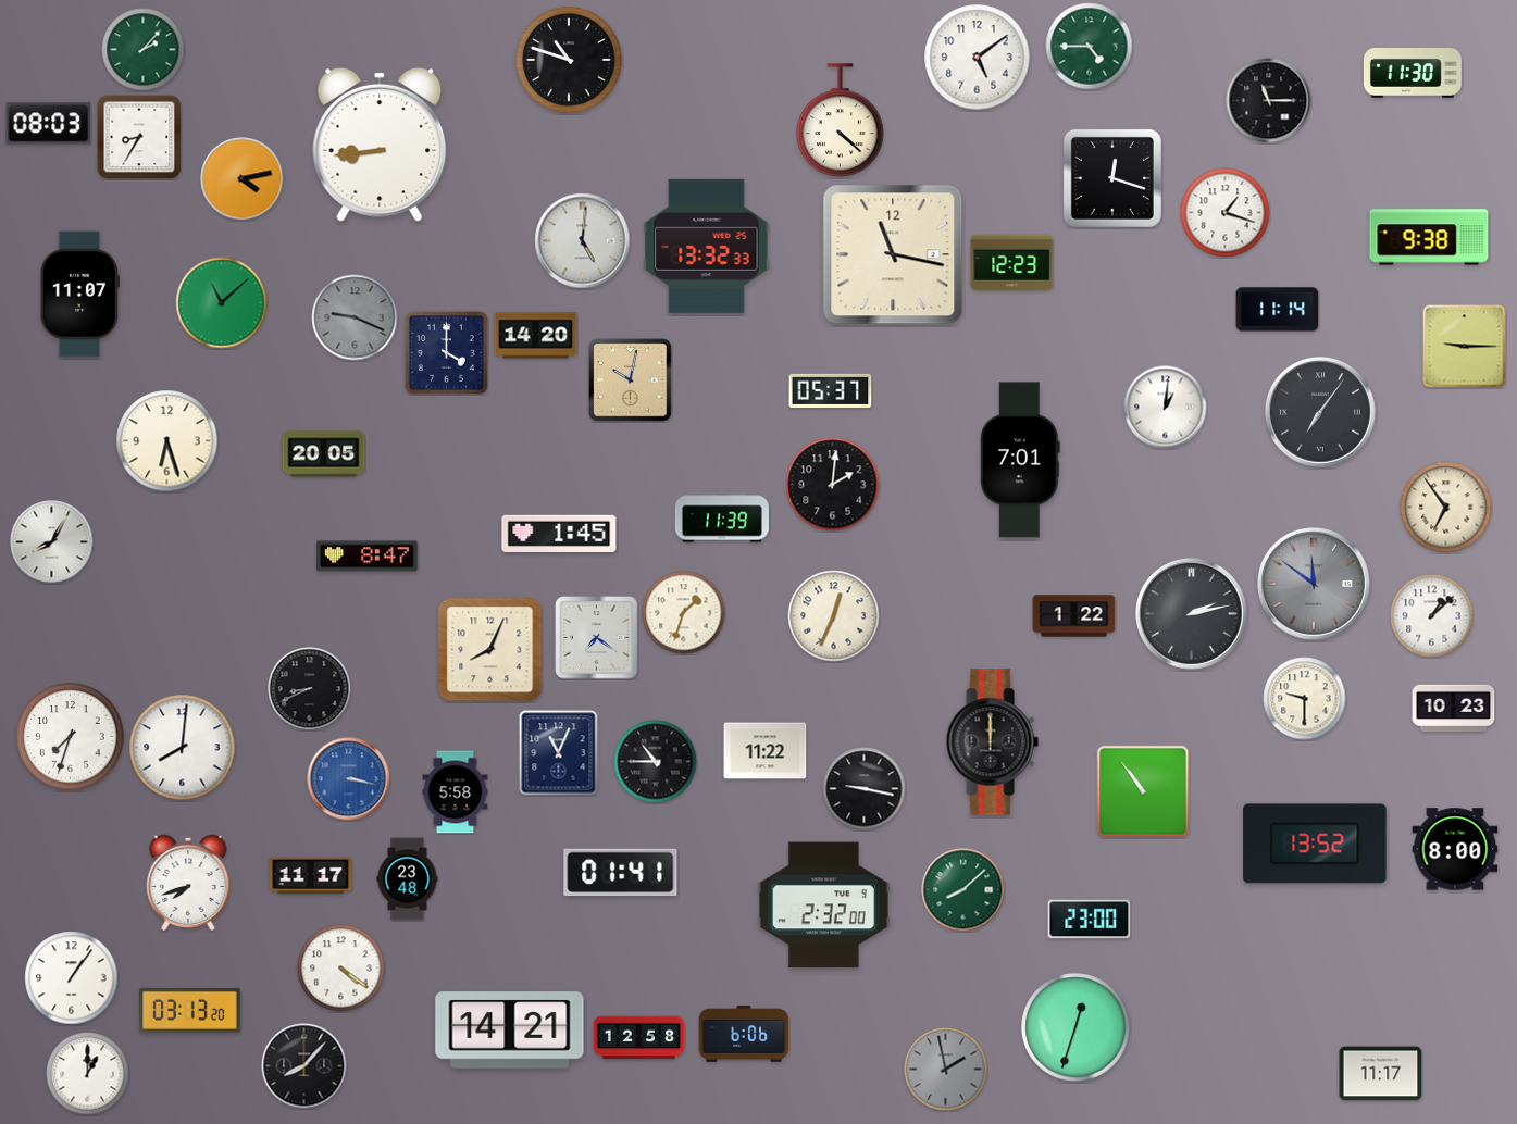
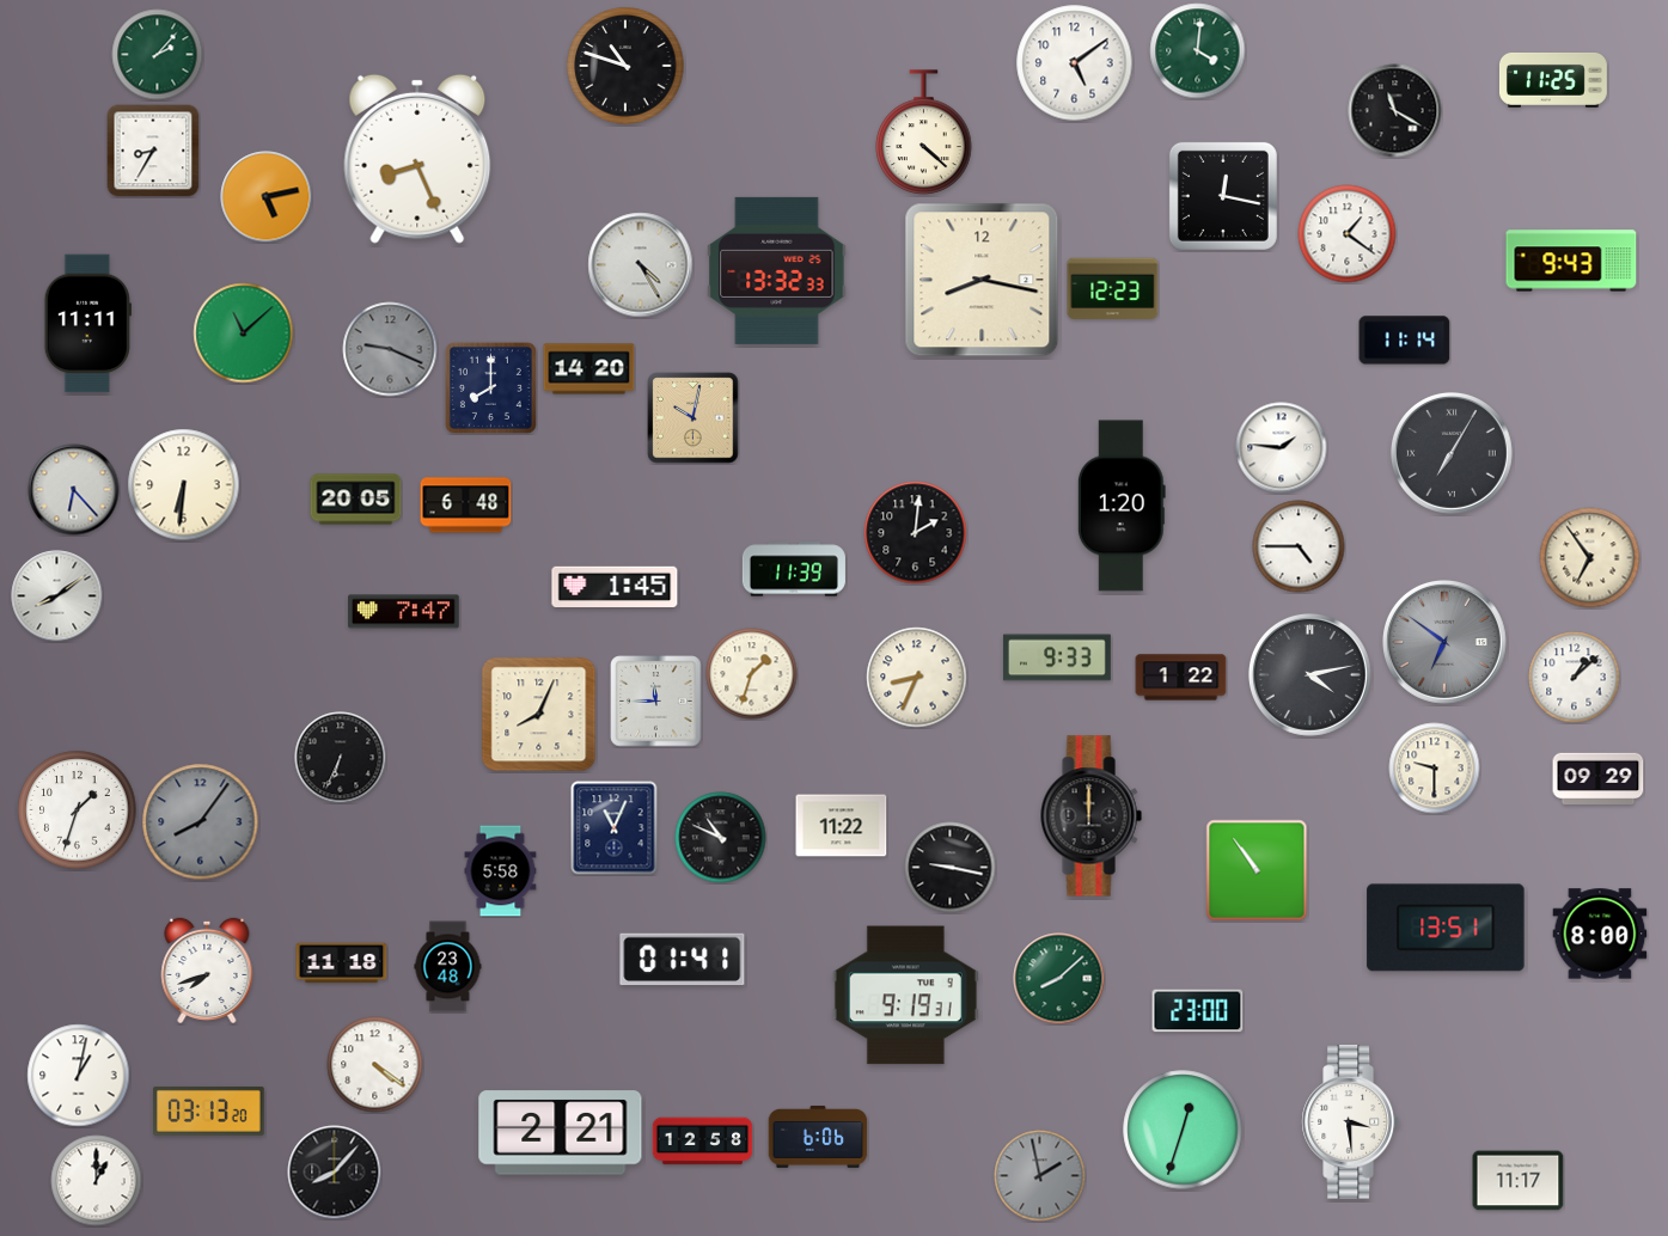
clock at (1090, 47): 4:45 -> 4:01
clock at (1413, 73): 11:30 -> 11:25
clock at (1269, 101): 11:15 -> 11:20
clock at (49, 124): 08:03 -> none
clock at (380, 145): 8:44 -> 8:26
clock at (1112, 178): 12:18 -> 12:17
clock at (243, 179): 4:13 -> 5:13
clock at (1226, 213): 1:18 -> 1:21
clock at (1429, 237): 9:38 -> 9:43
clock at (583, 241): 5:01 -> 4:25
clock at (893, 254): 11:17 -> 8:17
clock at (79, 295): 11:07 -> 11:11
clock at (1465, 347): 9:15 -> none
clock at (446, 352): 4:00 -> 8:00
clock at (831, 390): 05:37 -> none
clock at (1166, 408): 1:01 -> 1:46
clock at (1321, 413): 7:06 -> 7:05
clock at (167, 441): 6:27 -> 6:31
clock at (74, 490): none -> 6:23
clock at (466, 506): none -> 6:48
clock at (1020, 460): 7:01 -> 1:20
clock at (1299, 546): none -> 4:45
clock at (52, 542): 8:05 -> 8:09
clock at (368, 557): 8:47 -> 7:47
clock at (1314, 584): 11:51 -> 6:51
clock at (1057, 657): none -> 9:33
clock at (1191, 613): 2:13 -> 4:13
clock at (834, 616): 12:34 -> 8:34
clock at (597, 638): 7:21 -> 11:45
clock at (310, 689): 8:41 -> 6:34
clock at (1454, 709): 10:23 -> 09:29
clock at (71, 737): 7:33 -> 1:33
clock at (183, 748): 8:01 -> 8:06
clock at (183, 748) dial: white -> grey
clock at (656, 762): 10:45 -> 10:49
clock at (349, 779): 3:17 -> none
clock at (1315, 844): 13:52 -> 13:51
clock at (311, 876): 11:17 -> 11:18
clock at (823, 906): 2:32 -> 9:19
clock at (72, 978): 1:06 -> 1:02
clock at (1350, 1122): none -> 3:29
clock at (510, 1031): 14:21 -> 2:21
